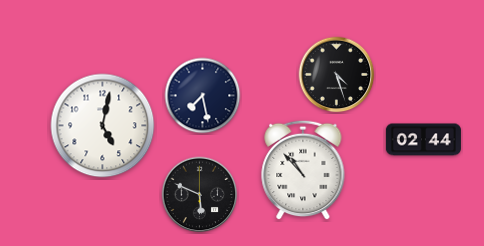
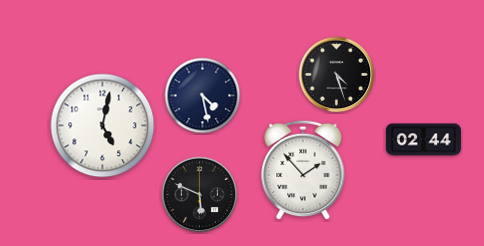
clock at (203, 96): 7:28 -> 4:28
clock at (303, 170): 10:53 -> 1:53
